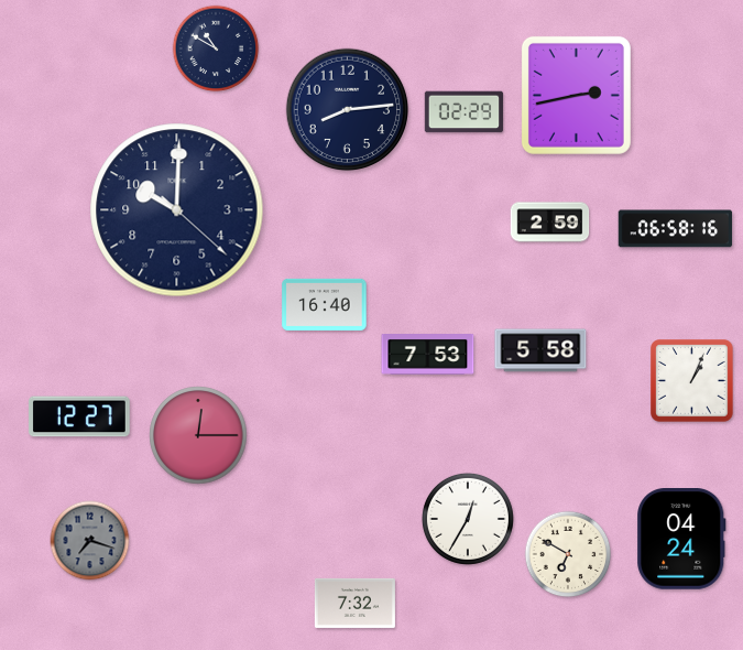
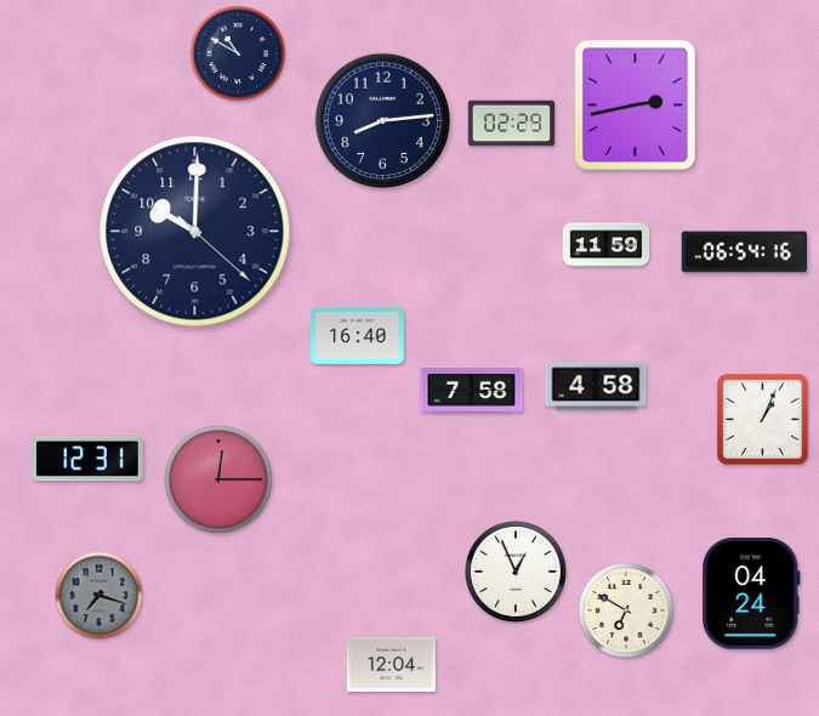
clock at (550, 223): 2:59 -> 11:59
clock at (676, 229): 06:58 -> 06:54
clock at (540, 350): 5:58 -> 4:58
clock at (428, 355): 7:53 -> 7:58
clock at (79, 416): 12:27 -> 12:31
clock at (468, 519): 12:35 -> 12:56
clock at (354, 603): 7:32 -> 12:04
